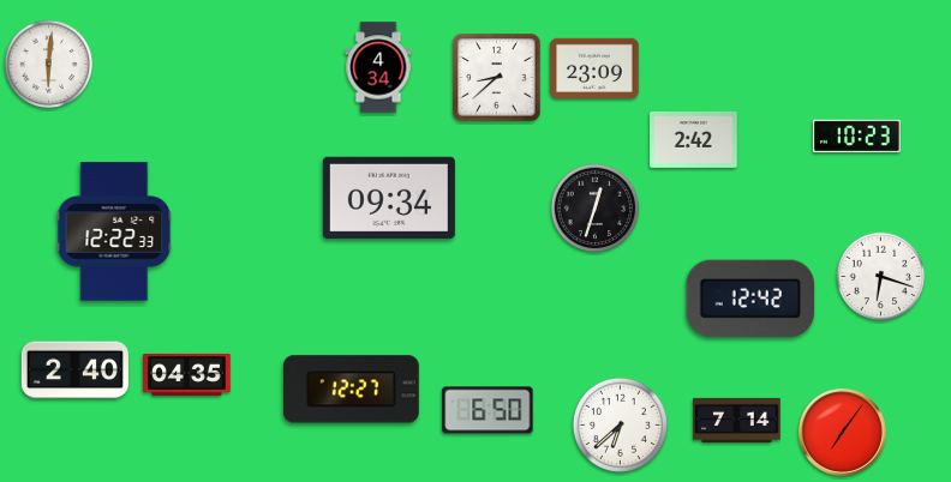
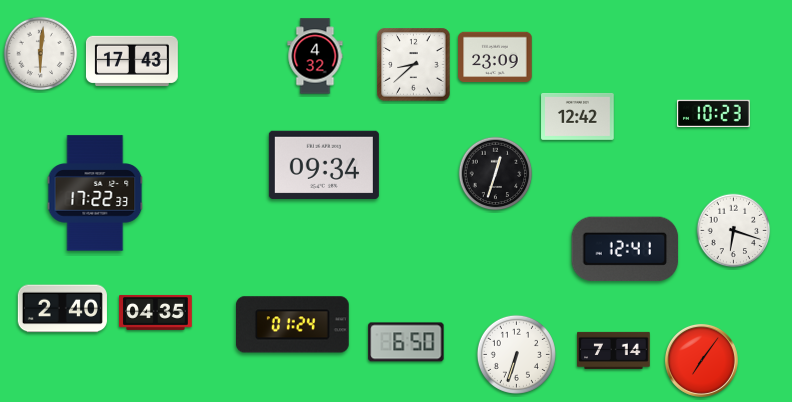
clock at (378, 67): 4:34 -> 4:32
clock at (132, 60): none -> 17:43
clock at (694, 139): 2:42 -> 12:42
clock at (114, 231): 12:22 -> 17:22
clock at (750, 299): 12:42 -> 12:41
clock at (351, 390): 12:27 -> 01:24
clock at (620, 424): 6:38 -> 6:33
